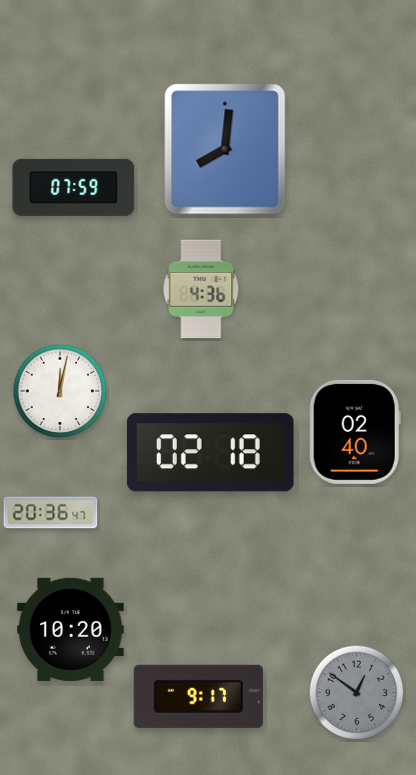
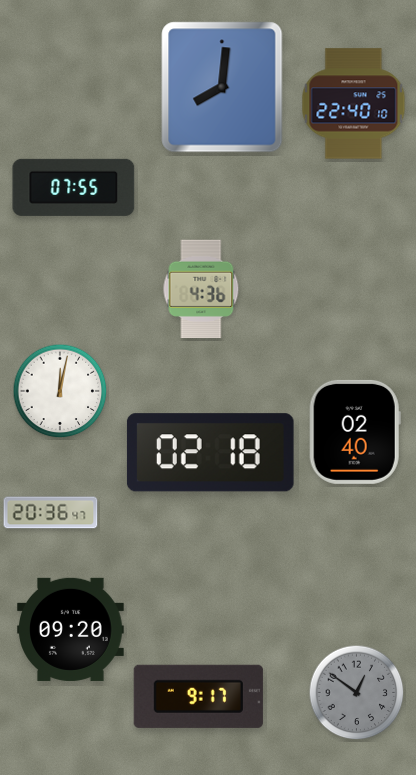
clock at (354, 104): none -> 22:40
clock at (225, 149) position: (225, 149) -> (222, 87)
clock at (74, 187): 07:59 -> 07:55
clock at (71, 629): 10:20 -> 09:20
